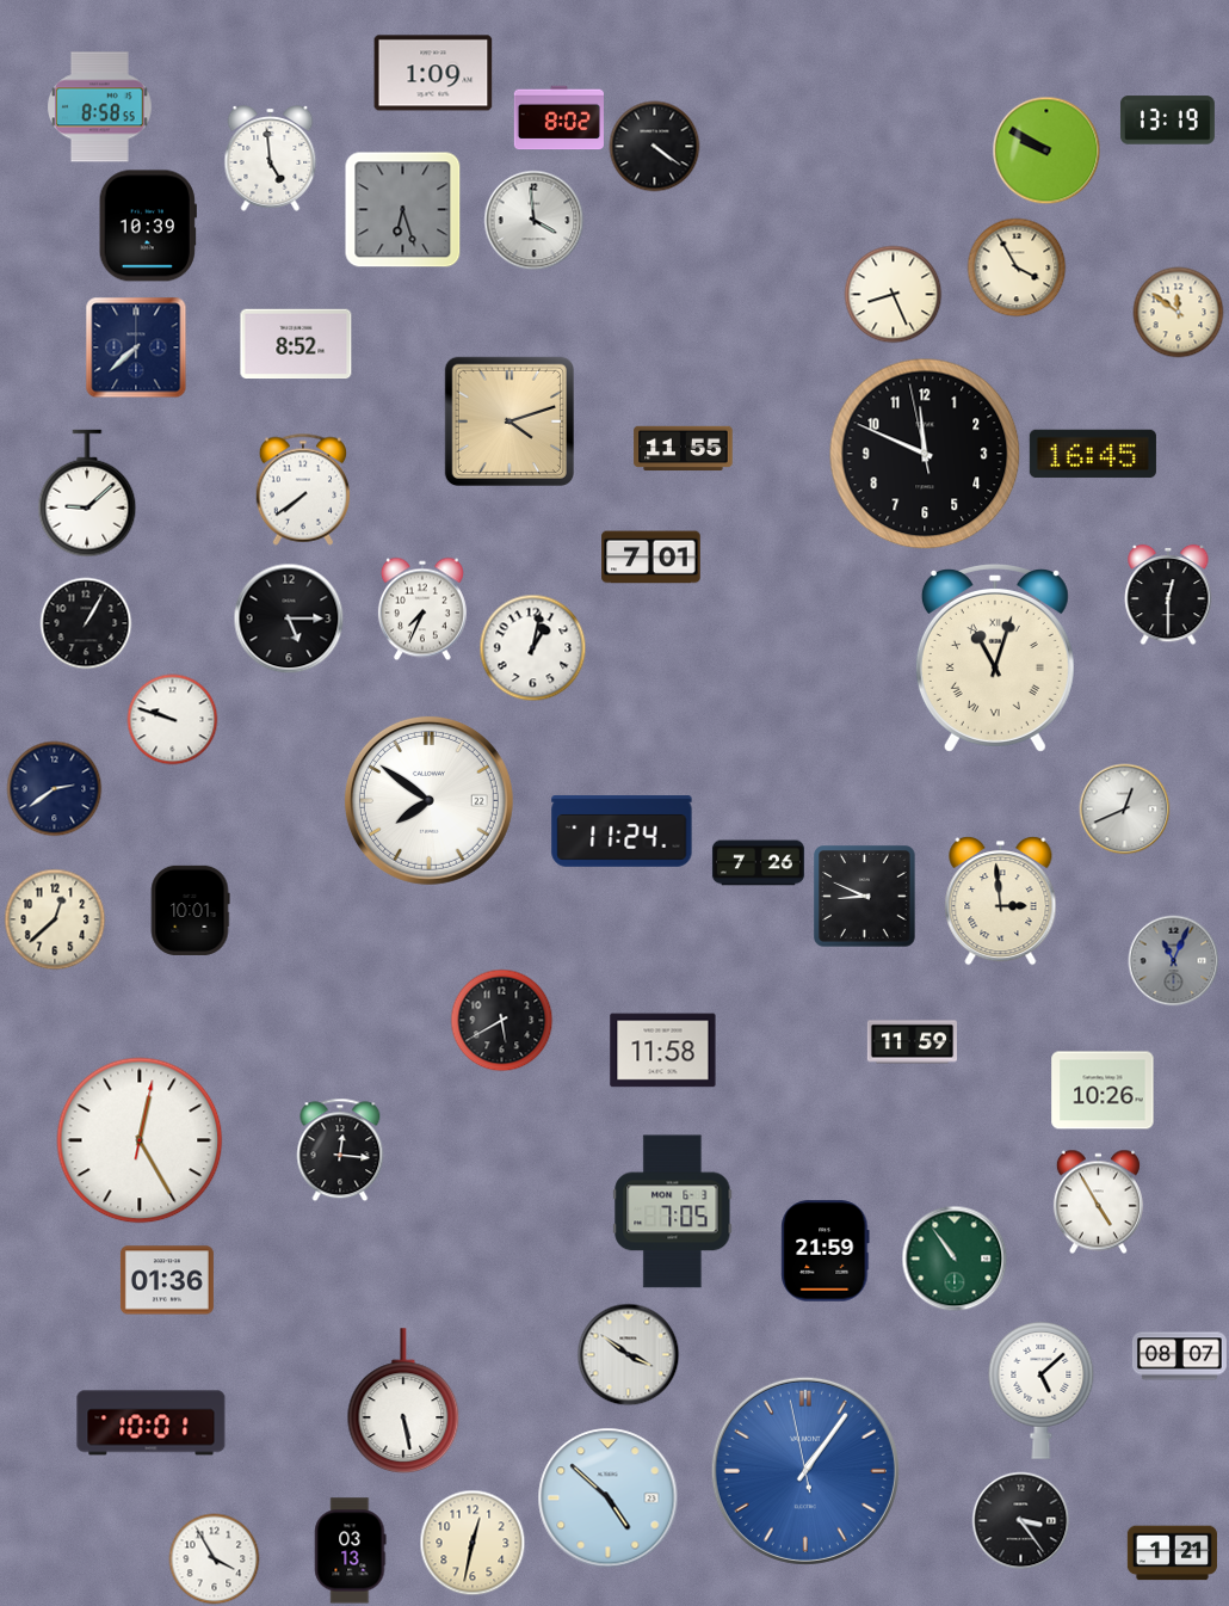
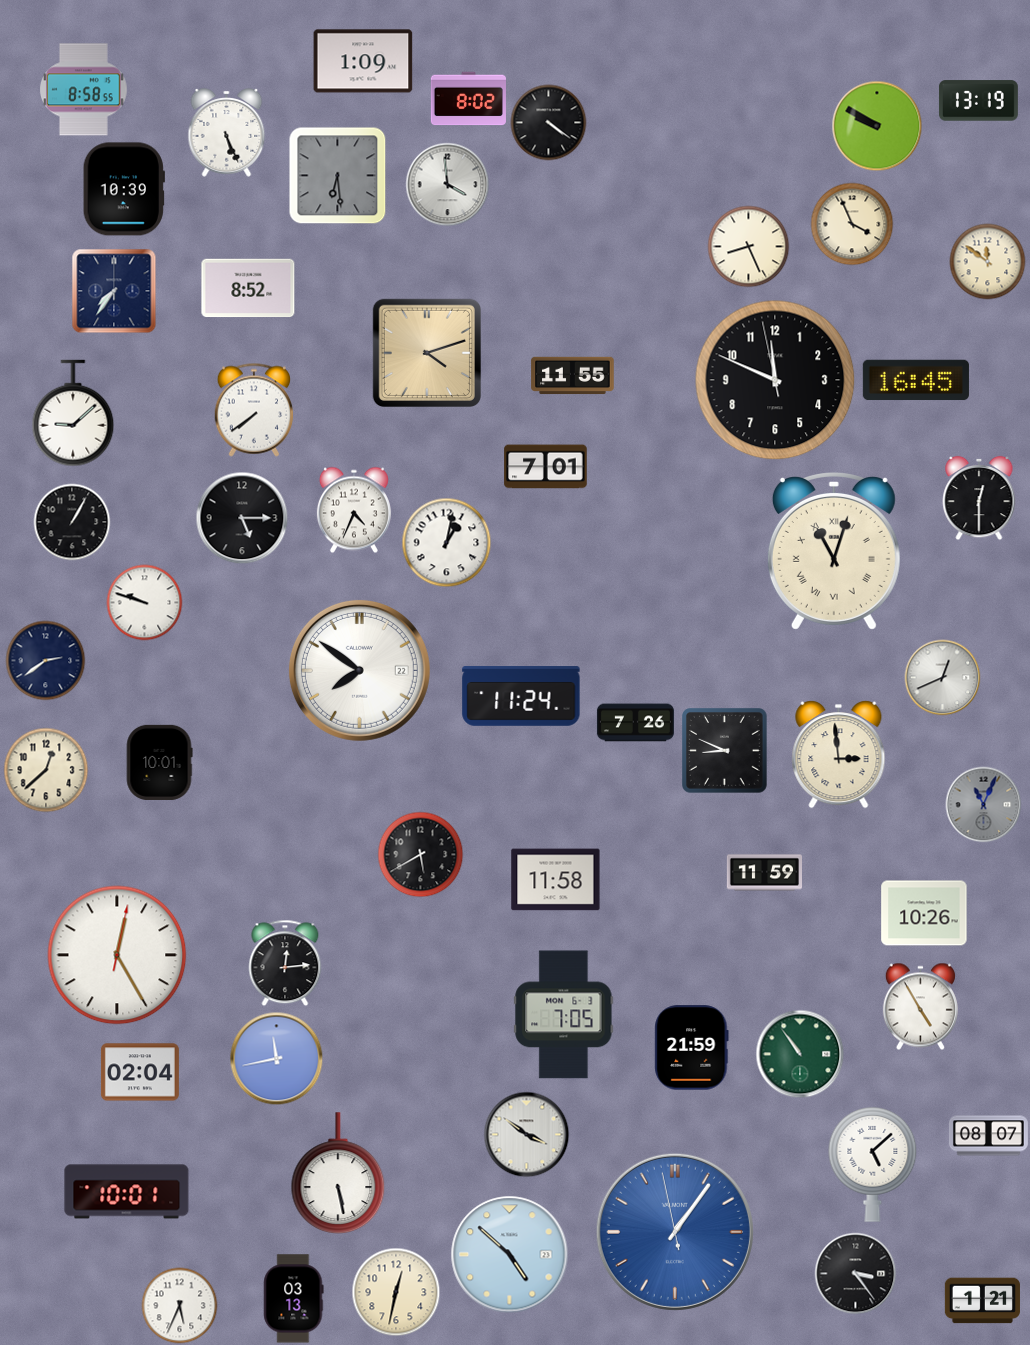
clock at (271, 159): 4:59 -> 5:26
clock at (403, 210): 6:27 -> 6:29
clock at (1017, 267): 3:55 -> 3:56
clock at (136, 347): 7:38 -> 7:36
clock at (422, 609): 7:34 -> 4:34
clock at (340, 1150): 12:16 -> 12:14
clock at (277, 1059): none -> 11:43
clock at (167, 1280): 01:36 -> 02:04
clock at (215, 1559): 3:55 -> 5:34
